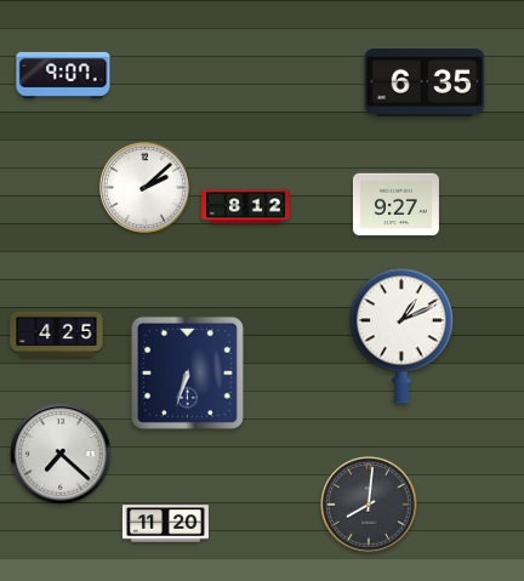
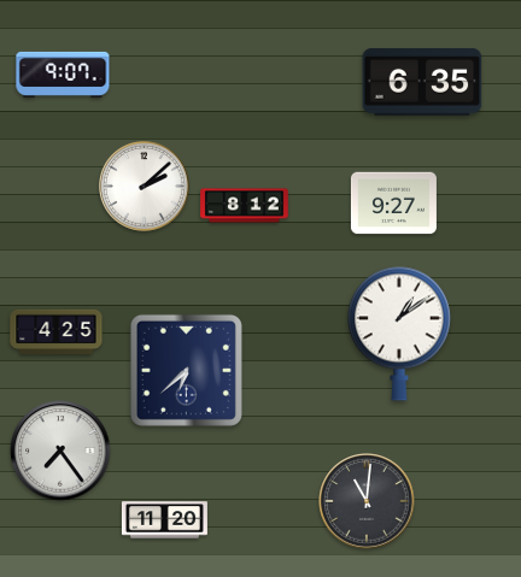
clock at (401, 336): 1:11 -> 1:09
clock at (187, 372): 6:33 -> 6:38
clock at (61, 454): 7:22 -> 7:24
clock at (369, 505): 8:01 -> 11:01
